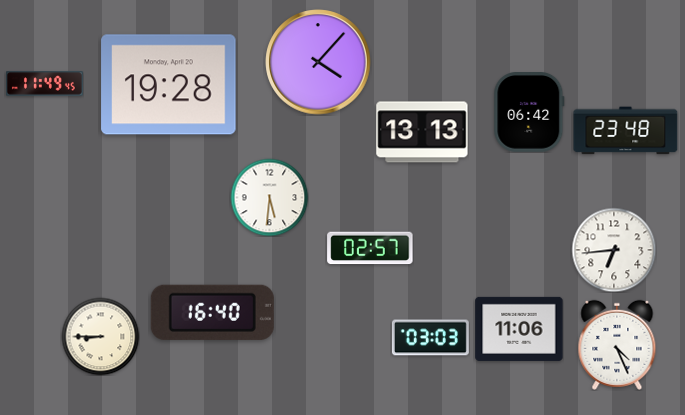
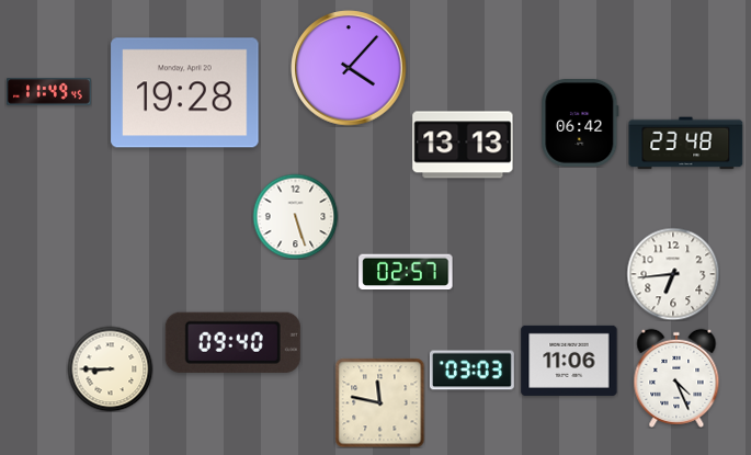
clock at (269, 197): 5:31 -> 5:27
clock at (212, 312): 16:40 -> 09:40
clock at (379, 402): none -> 11:47
